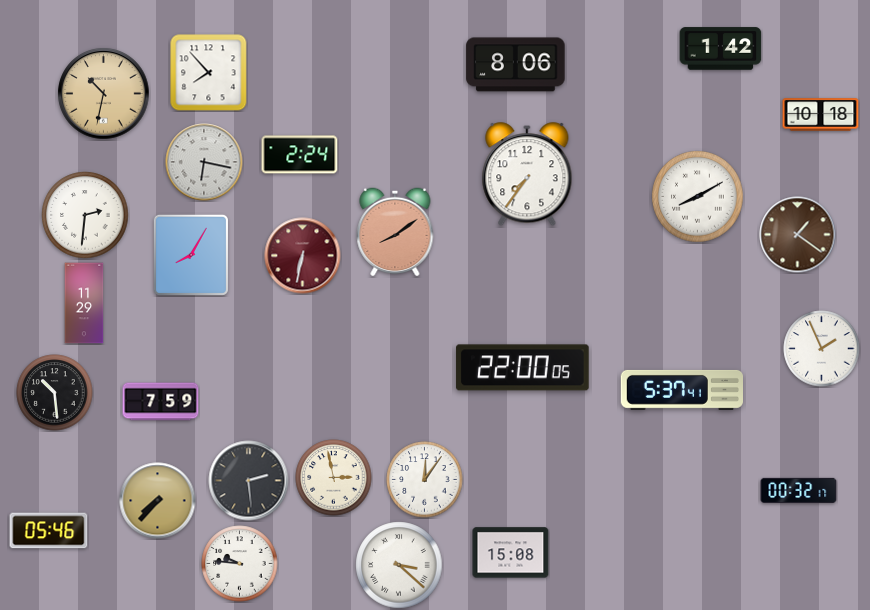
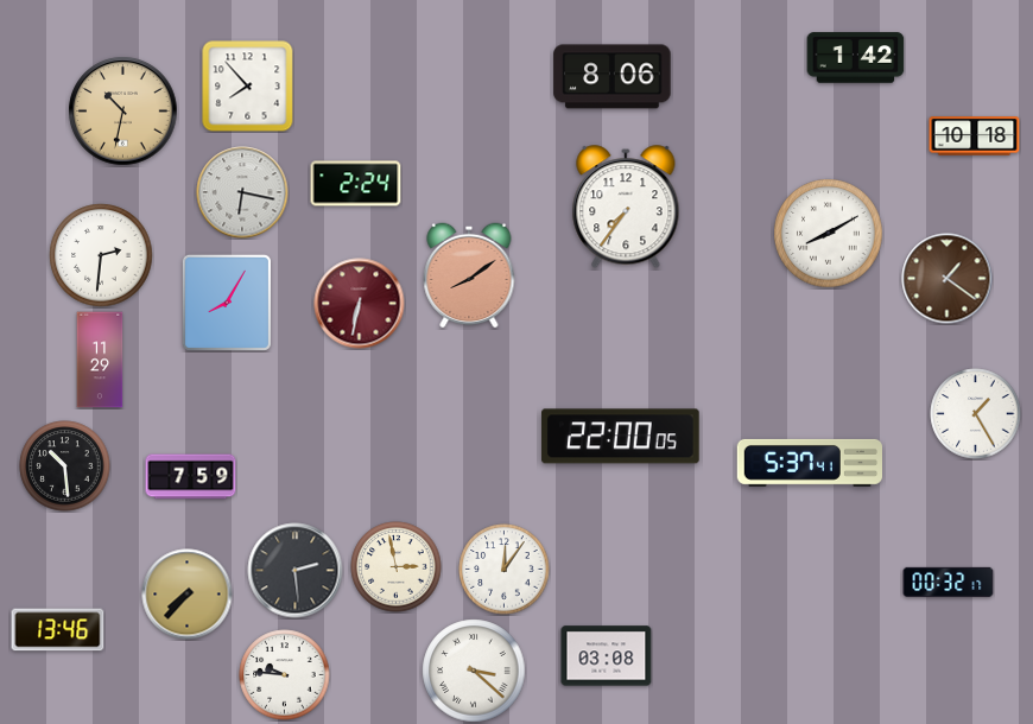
clock at (822, 349): 1:56 -> 1:25
clock at (49, 531): 05:46 -> 13:46
clock at (511, 553): 15:08 -> 03:08
clock at (240, 564) position: (240, 564) -> (285, 675)
